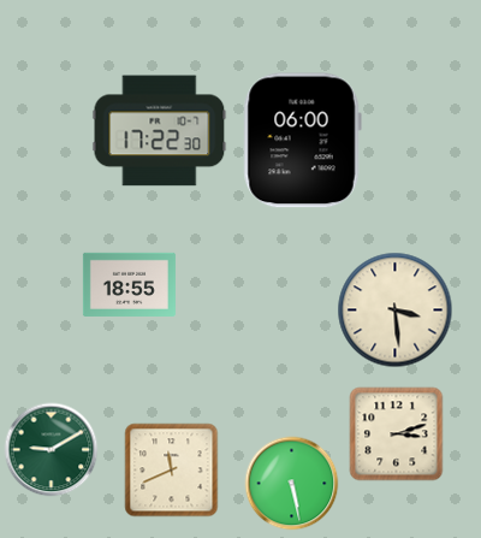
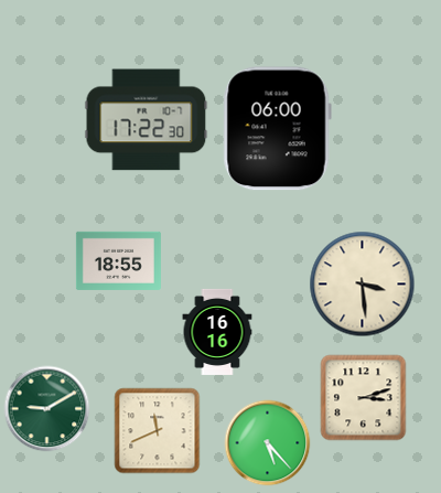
clock at (217, 332): none -> 16:16
clock at (51, 449) position: (51, 449) -> (46, 408)
clock at (291, 483): 5:28 -> 5:23
